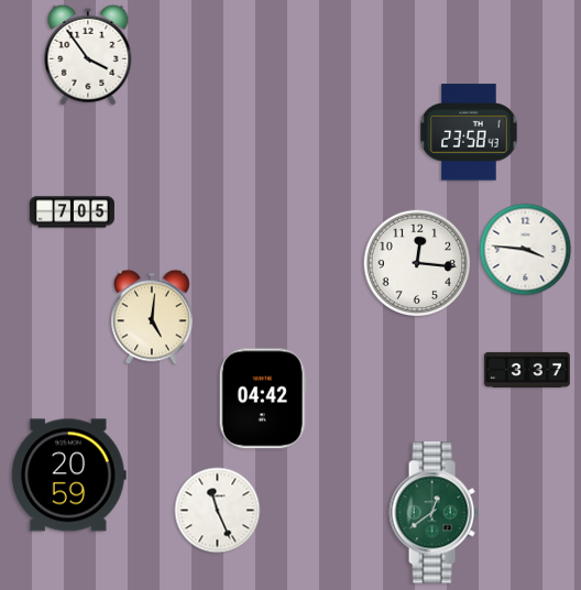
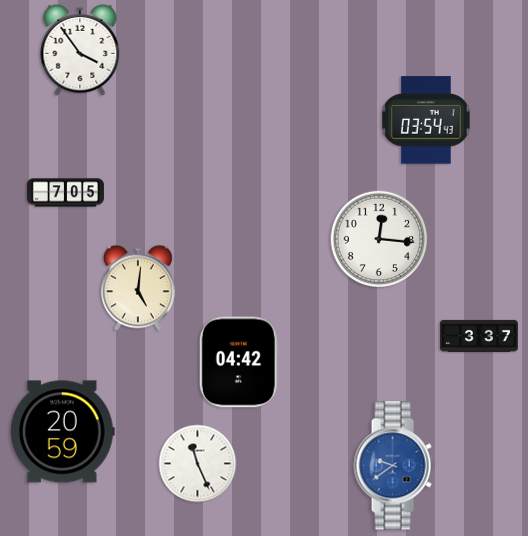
clock at (469, 132): 23:58 -> 03:54
clock at (526, 250): 3:46 -> none
clock at (434, 513): 12:39 -> 9:39
clock at (434, 513) dial: green -> blue
